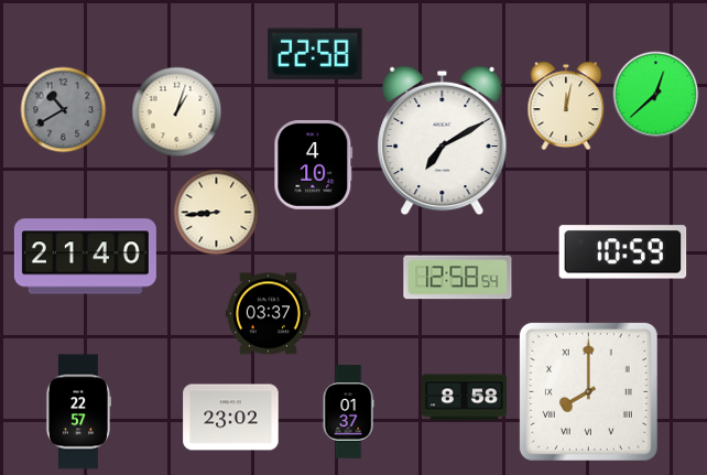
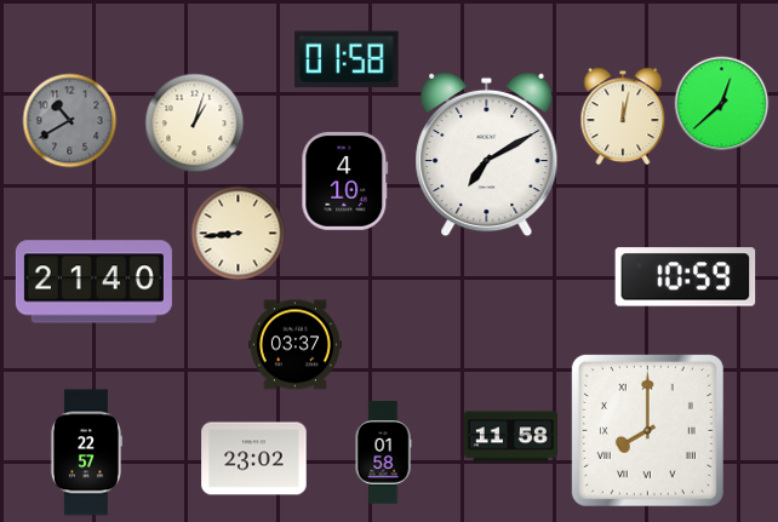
clock at (316, 54): 22:58 -> 01:58
clock at (458, 278): 12:58 -> none
clock at (464, 398): 8:58 -> 11:58
clock at (348, 412): 01:37 -> 01:58
